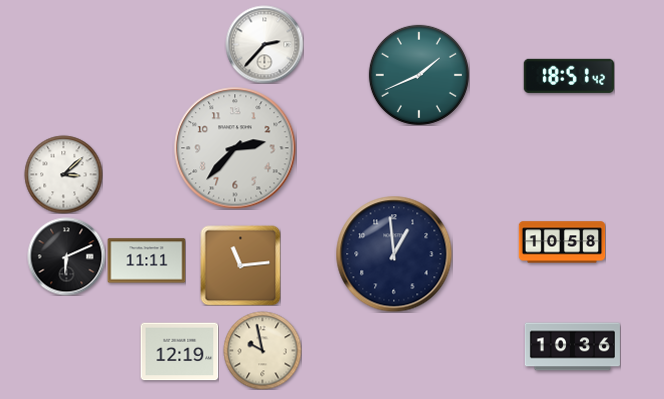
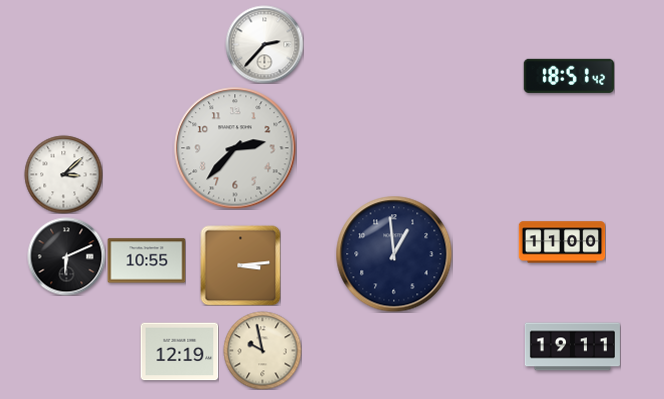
clock at (419, 75): 1:41 -> none
clock at (562, 242): 10:58 -> 11:00
clock at (146, 261): 11:11 -> 10:55
clock at (240, 265): 11:14 -> 3:14
clock at (572, 347): 10:36 -> 19:11
